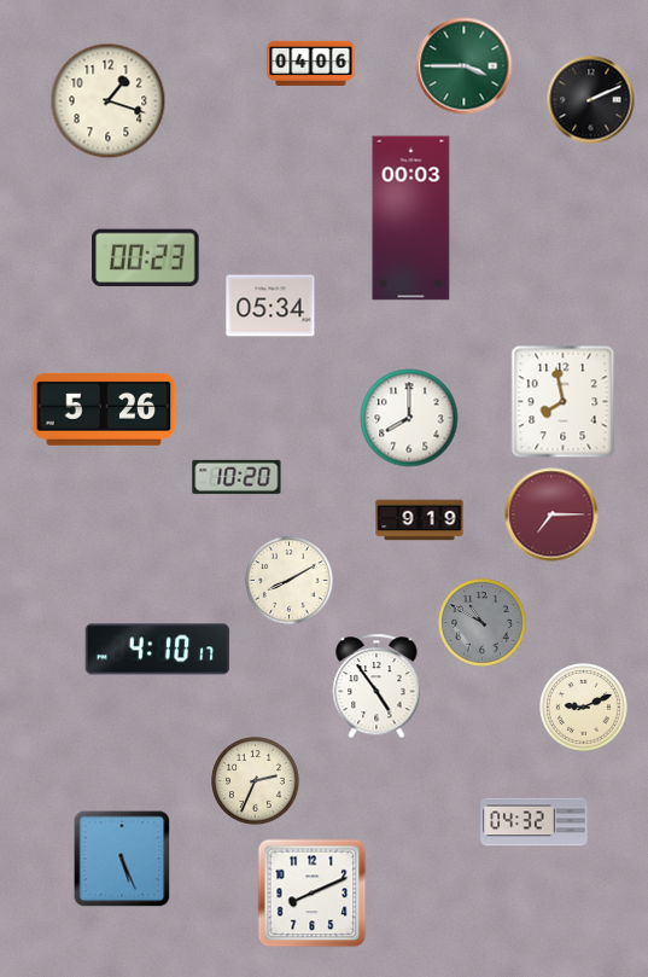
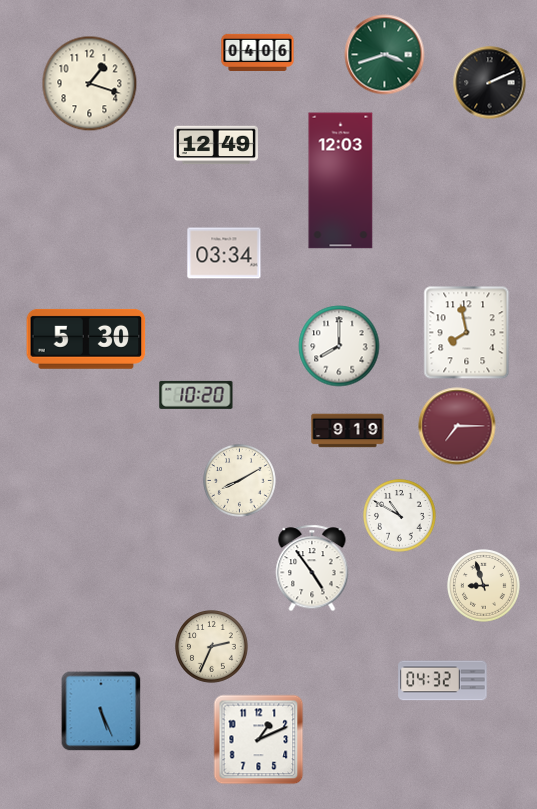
clock at (465, 66): 3:45 -> 3:42
clock at (216, 145): none -> 12:49
clock at (411, 219): 00:03 -> 12:03
clock at (146, 258): 00:23 -> none
clock at (270, 306): 05:34 -> 03:34
clock at (104, 409): 5:26 -> 5:30
clock at (483, 623) dial: grey -> white
clock at (158, 650): 4:10 -> none
clock at (584, 708): 9:11 -> 8:57
clock at (313, 894): 8:11 -> 1:11
